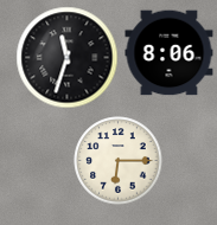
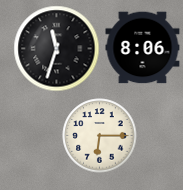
clock at (170, 53) position: (170, 53) -> (143, 48)
